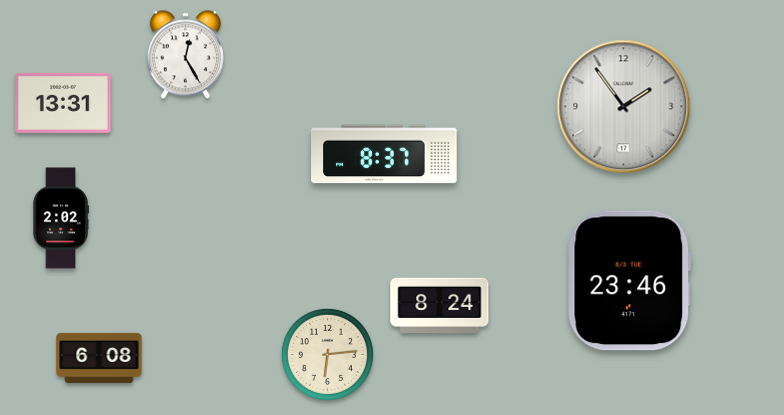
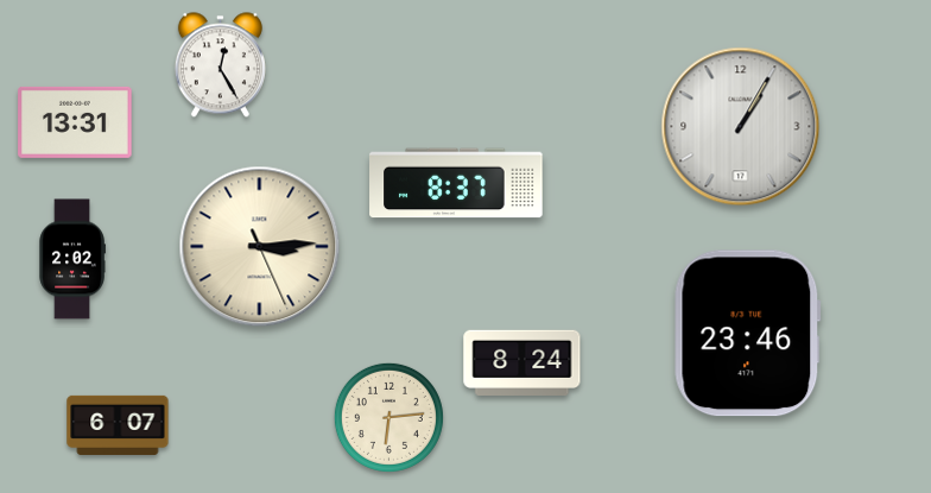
clock at (624, 107): 1:54 -> 1:05
clock at (260, 247): none -> 3:14
clock at (327, 354) position: (327, 354) -> (388, 417)
clock at (99, 358): 6:08 -> 6:07
